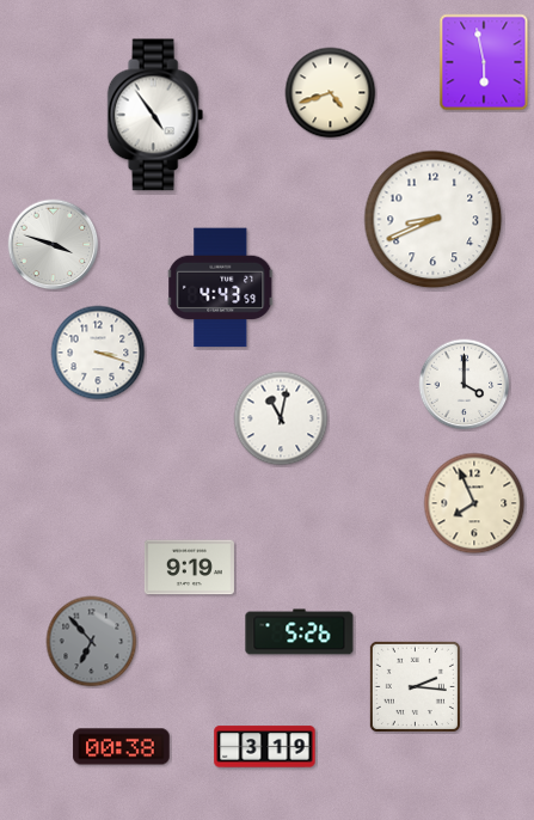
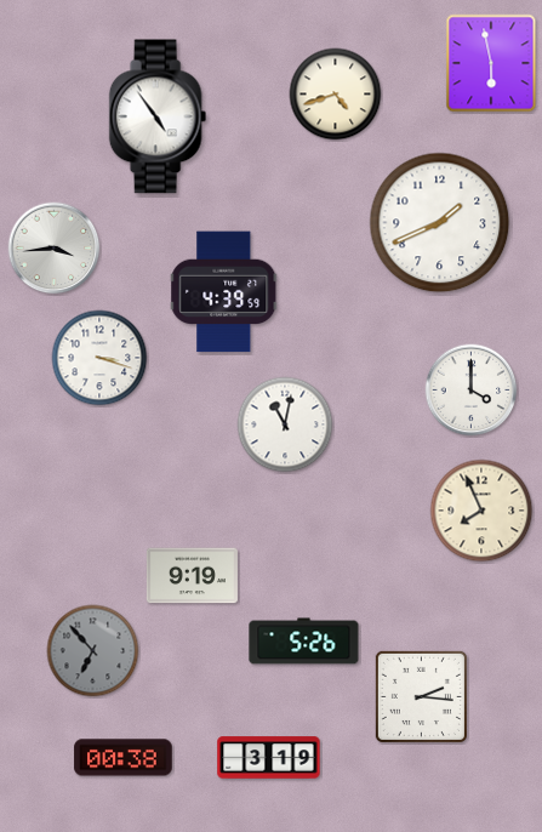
clock at (434, 220): 8:41 -> 1:41
clock at (54, 245): 3:48 -> 3:44
clock at (221, 288): 4:43 -> 4:39
